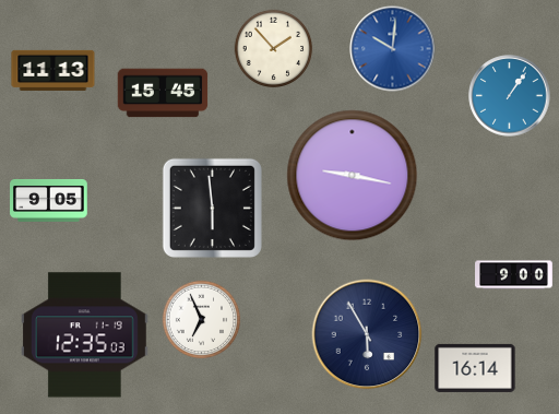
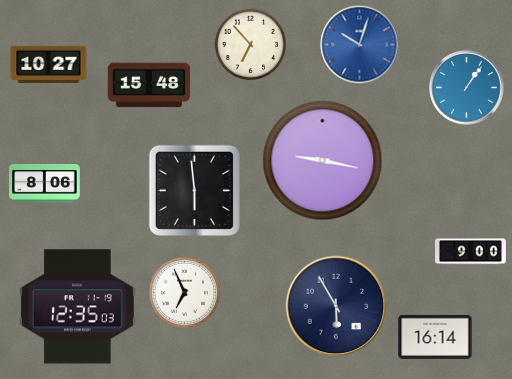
clock at (274, 49): 1:53 -> 6:53
clock at (393, 49): 10:01 -> 10:03
clock at (53, 70): 11:13 -> 10:27
clock at (163, 93): 15:45 -> 15:48
clock at (49, 200): 9:05 -> 8:06
